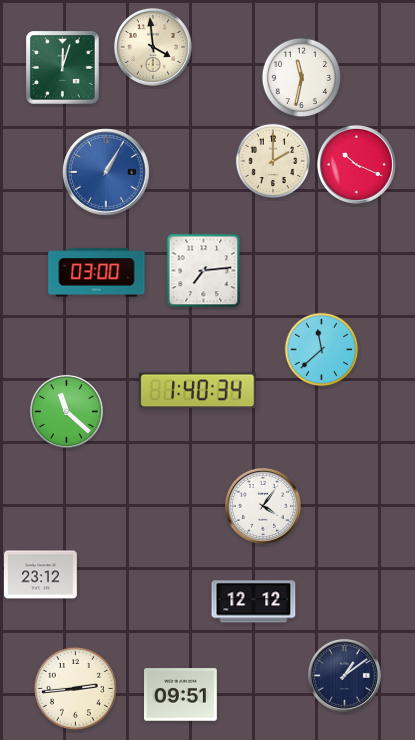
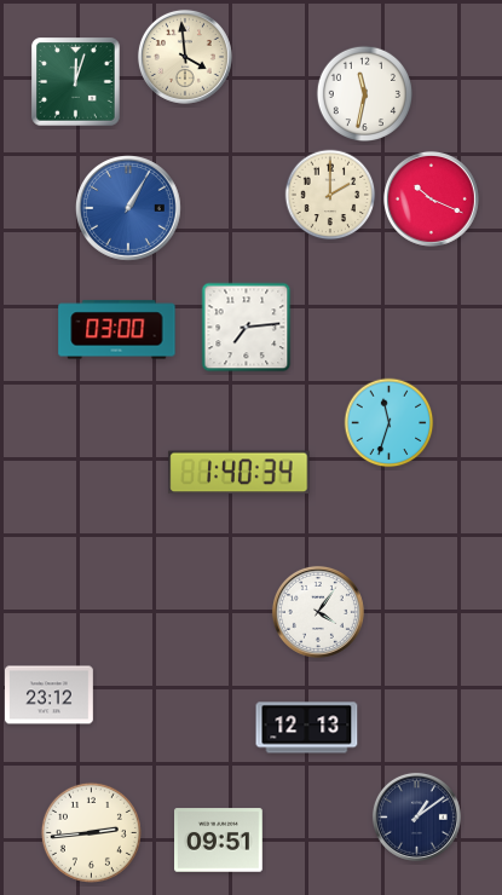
clock at (322, 350): 11:38 -> 11:33
clock at (66, 411): 11:22 -> none
clock at (254, 602): 12:12 -> 12:13
